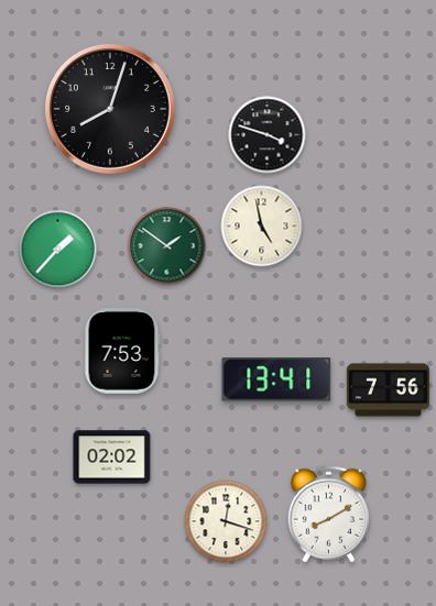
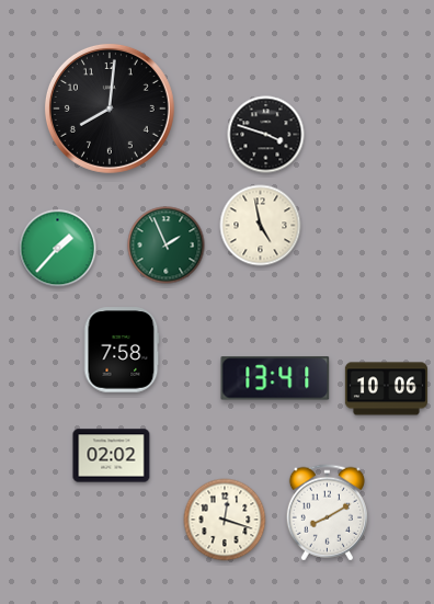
clock at (110, 109): 8:03 -> 8:01
clock at (167, 246): 1:51 -> 1:56
clock at (122, 351): 7:53 -> 7:58
clock at (388, 390): 7:56 -> 10:06
